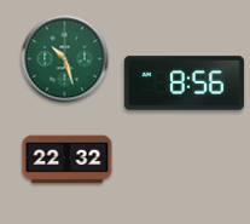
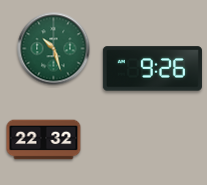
clock at (184, 84): 8:56 -> 9:26
clock at (68, 160) position: (68, 160) -> (44, 140)
